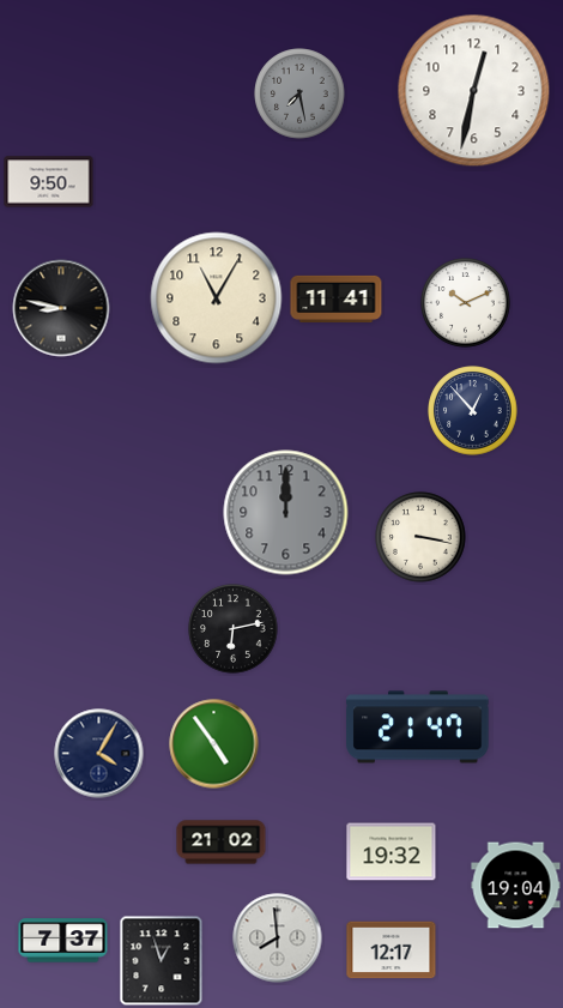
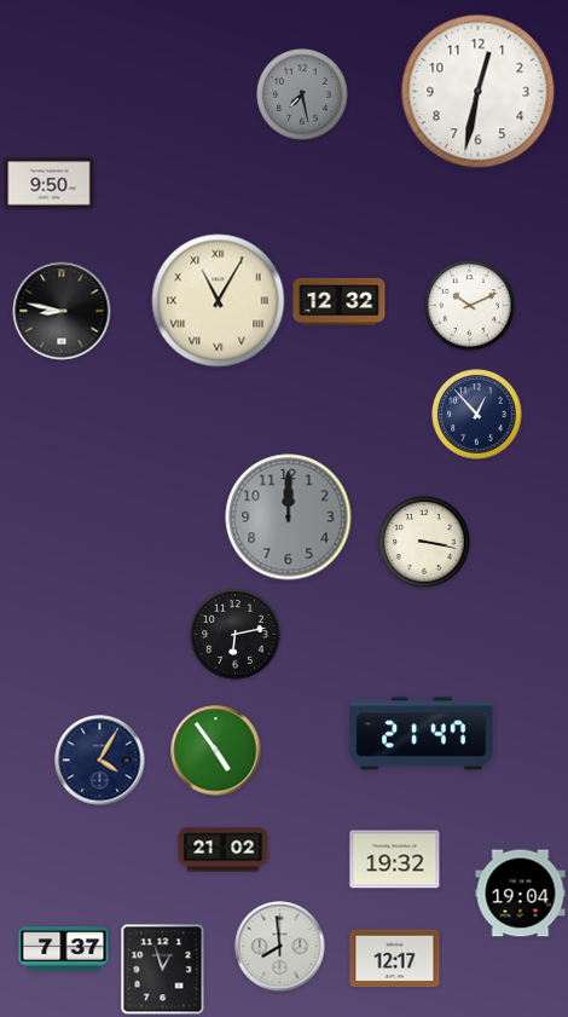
clock at (217, 298) numerals: Arabic -> Roman
clock at (337, 298): 11:41 -> 12:32
